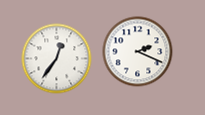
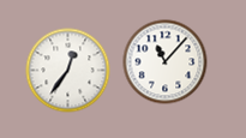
clock at (138, 52): 2:19 -> 11:07
